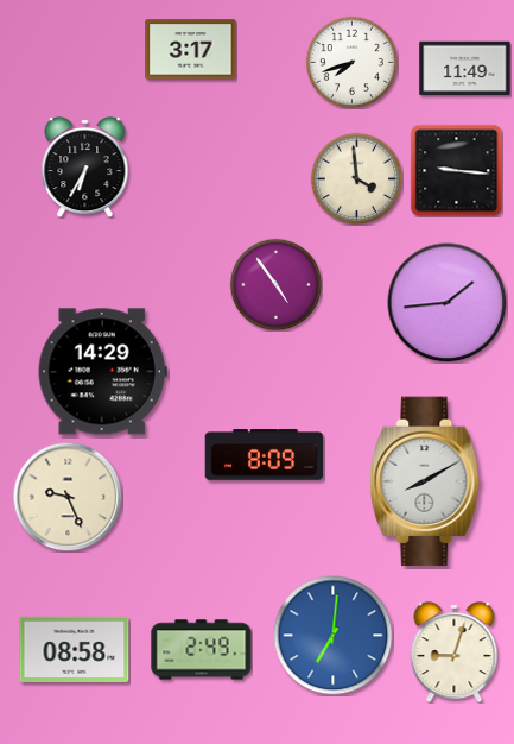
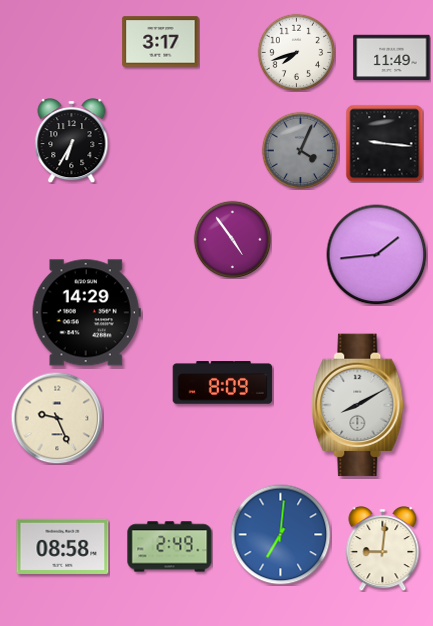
clock at (356, 178): 3:59 -> 4:04
clock at (356, 178) dial: cream -> grey
clock at (455, 652): 9:03 -> 9:01
